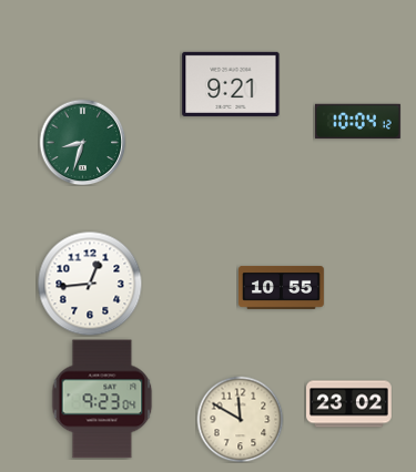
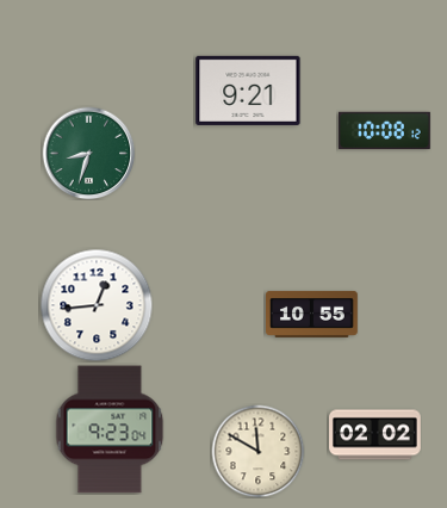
clock at (358, 122): 10:04 -> 10:08
clock at (282, 287) position: (282, 287) -> (312, 314)
clock at (349, 404): 23:02 -> 02:02
